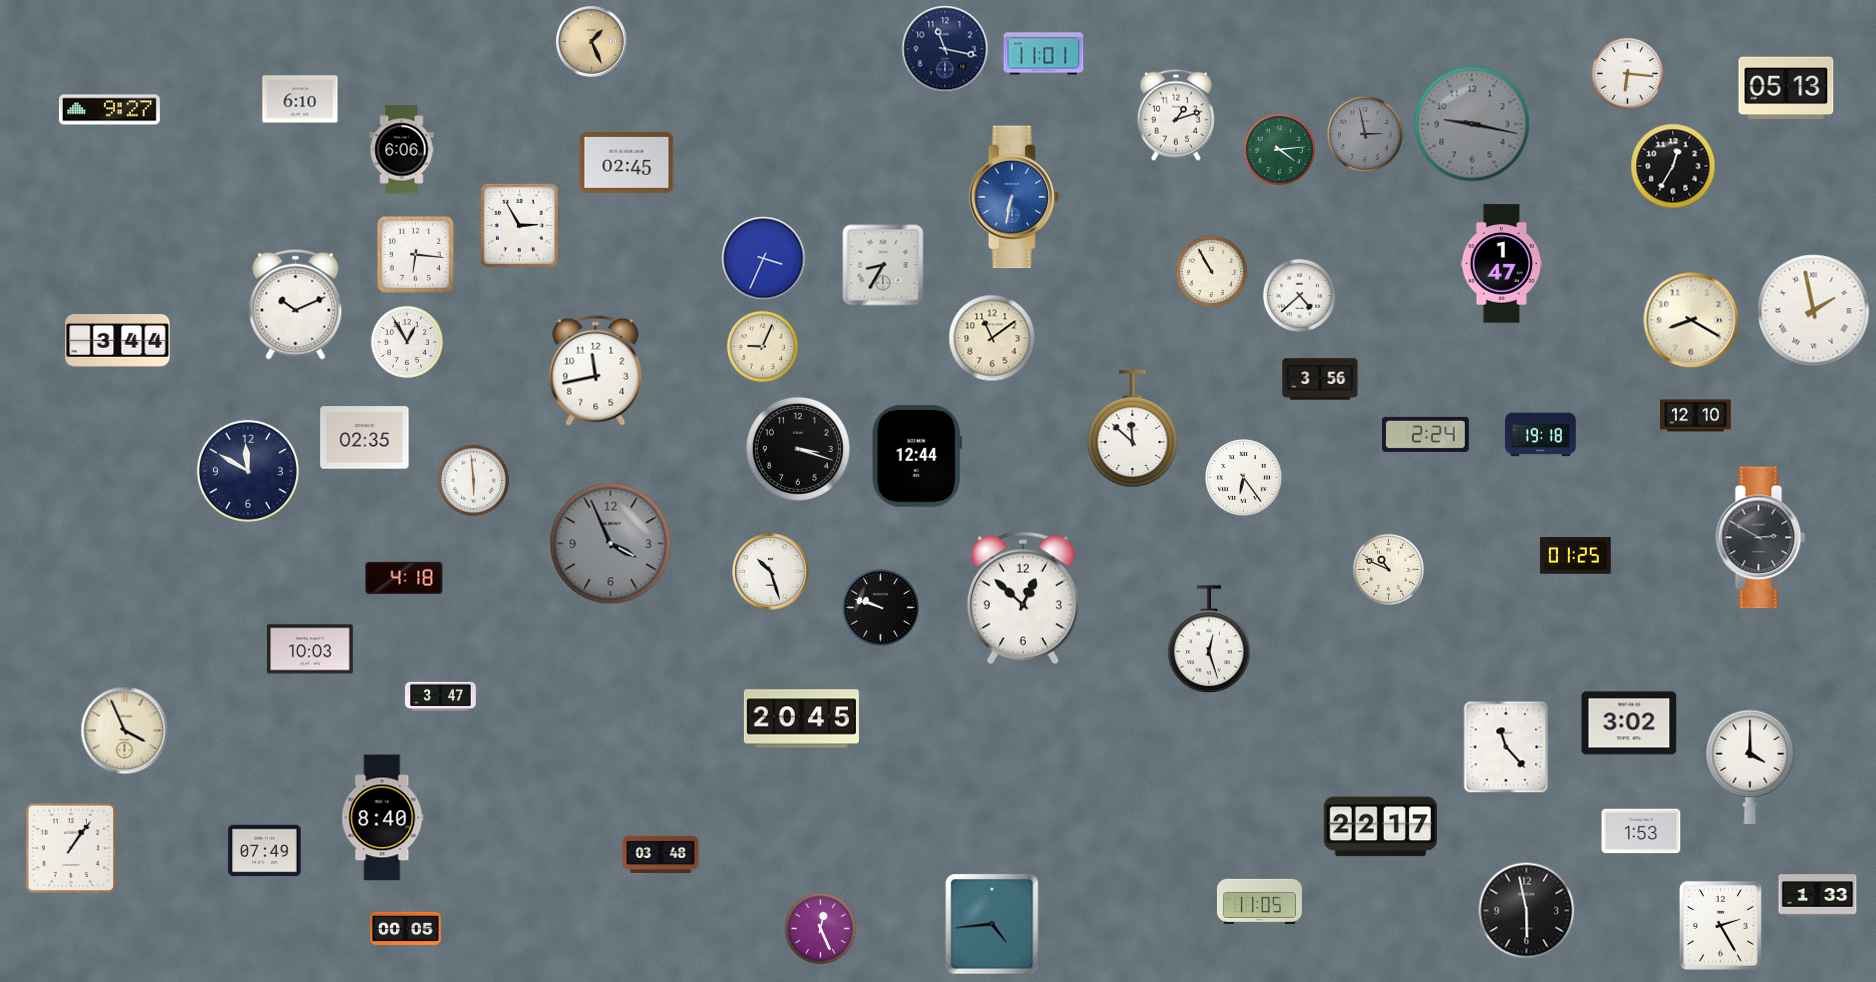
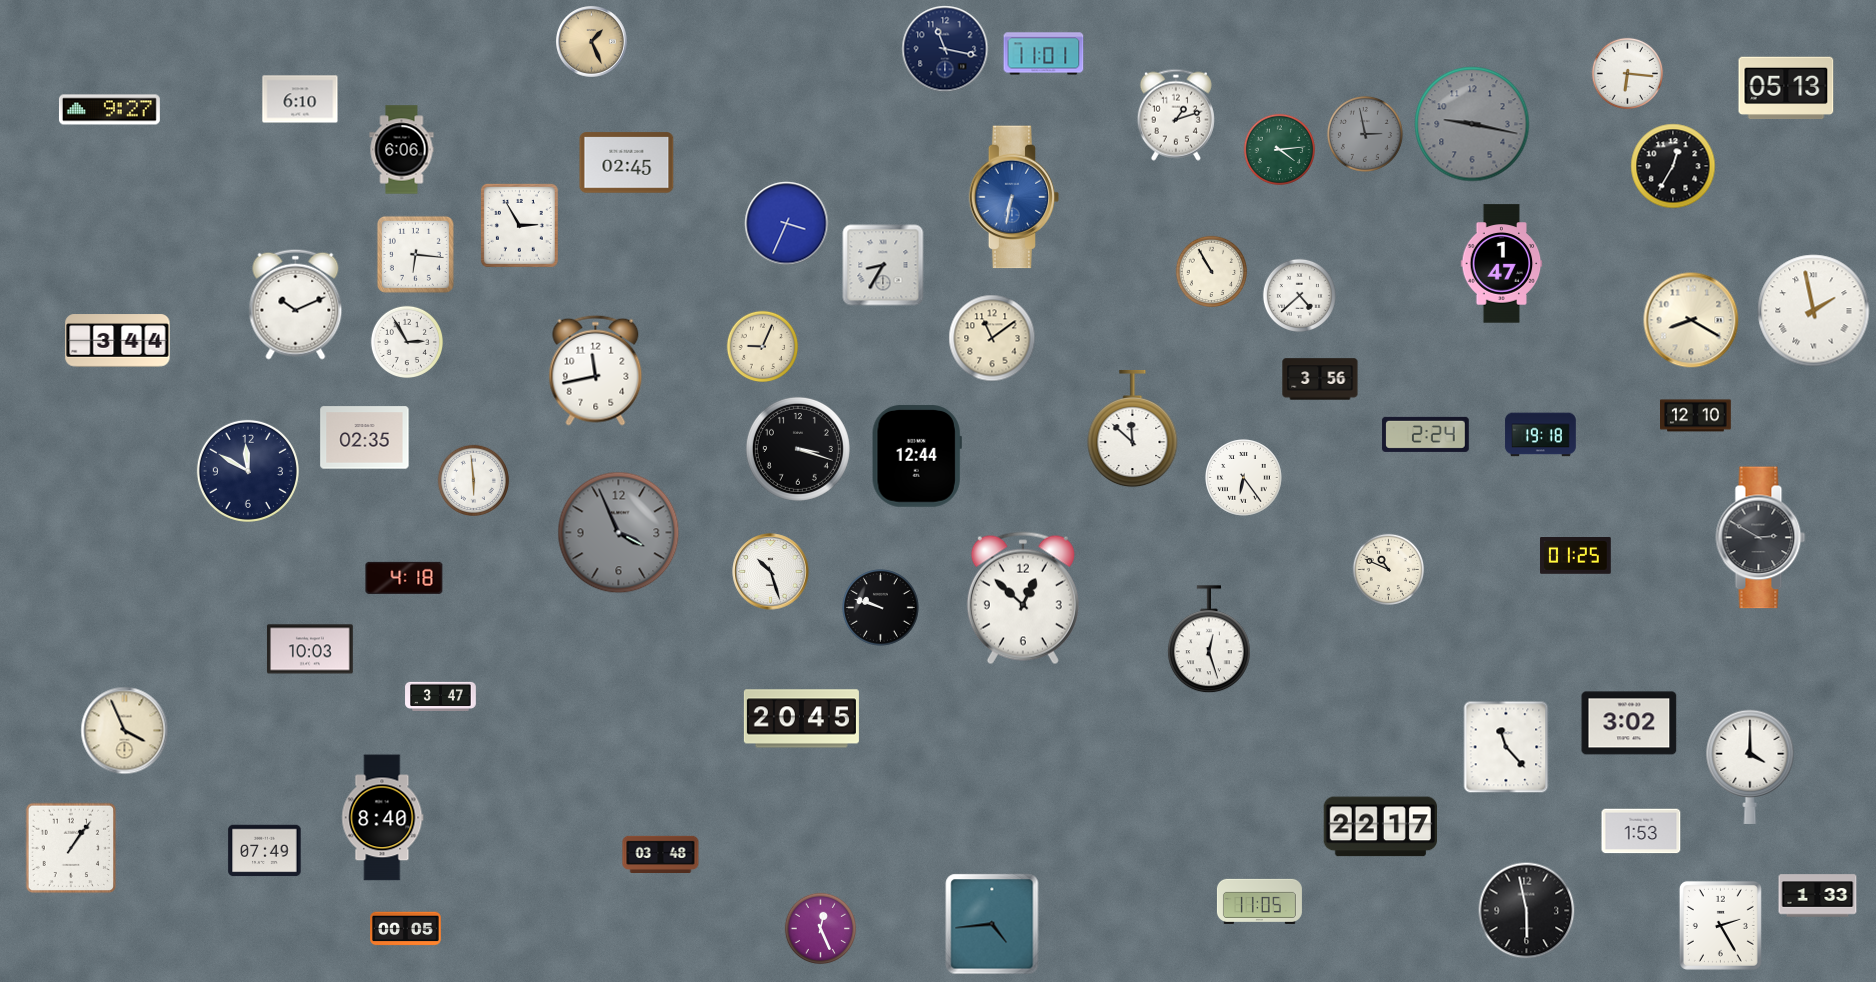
clock at (764, 259) position: (764, 259) -> (787, 224)
clock at (406, 341): 12:55 -> 2:55
clock at (611, 544) position: (611, 544) -> (619, 533)
